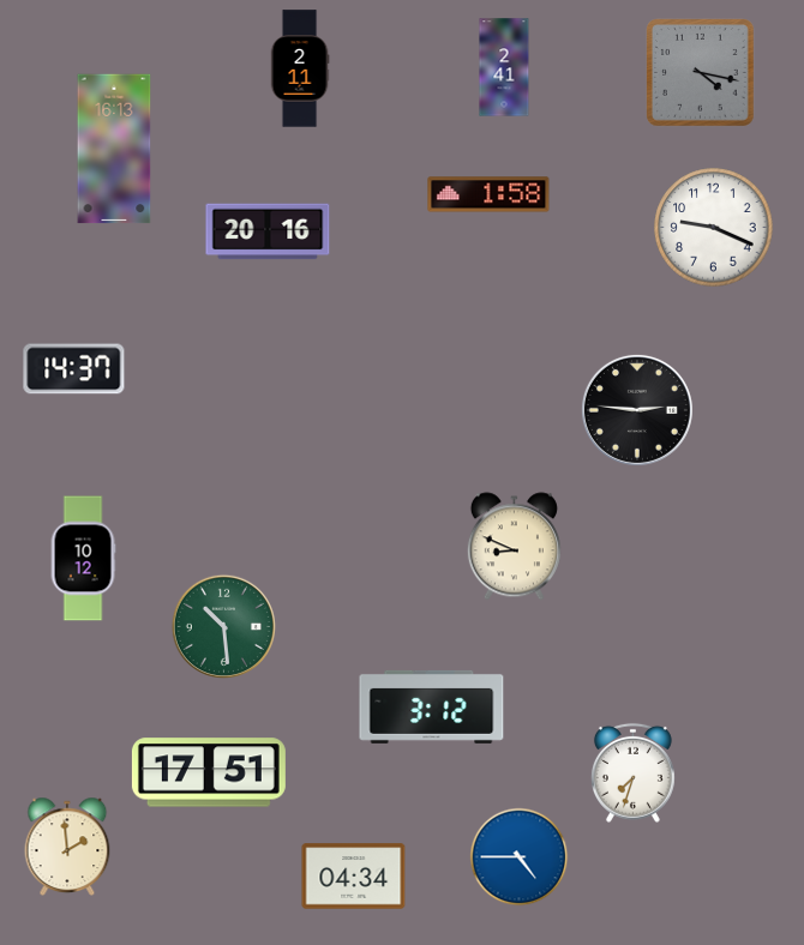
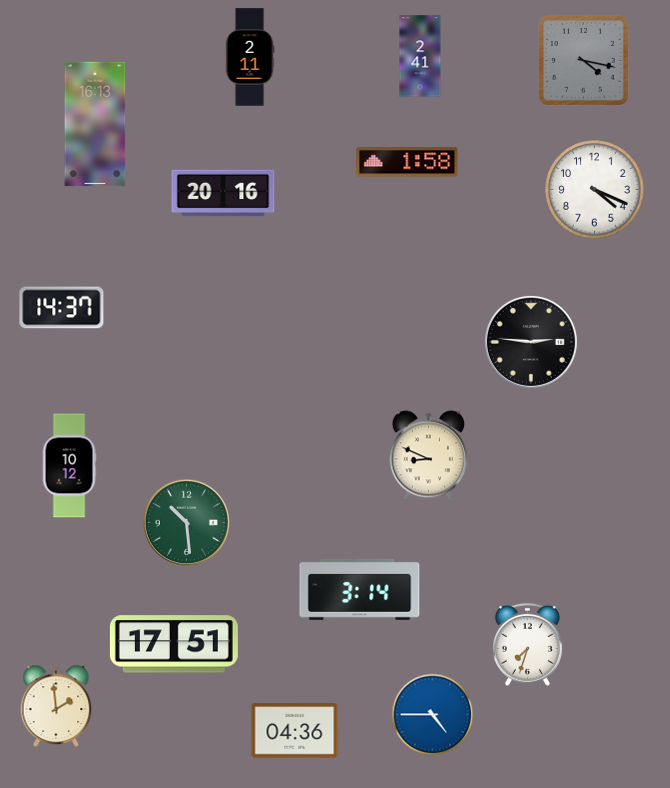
clock at (714, 228): 9:19 -> 4:19
clock at (432, 706): 3:12 -> 3:14
clock at (354, 877): 04:34 -> 04:36
